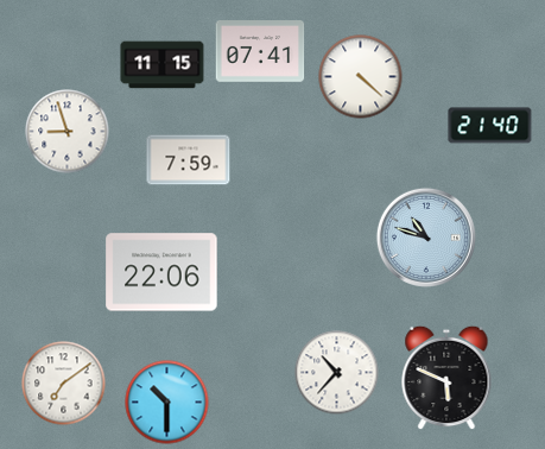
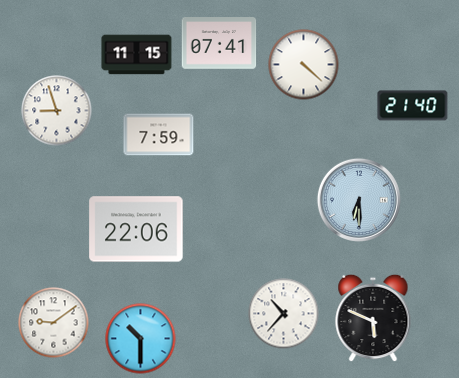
clock at (426, 238): 10:48 -> 6:30
clock at (446, 378) position: (446, 378) -> (373, 318)
clock at (64, 384): 7:09 -> 9:09
